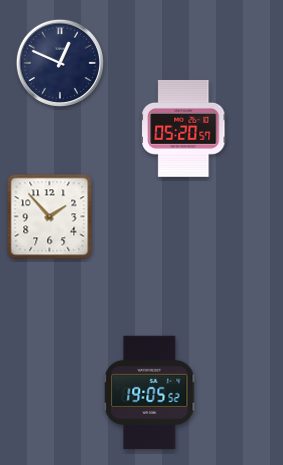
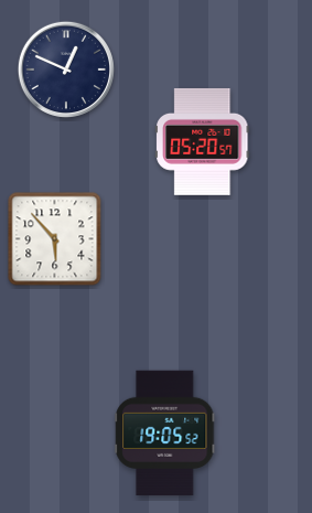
clock at (50, 217): 1:53 -> 5:53
